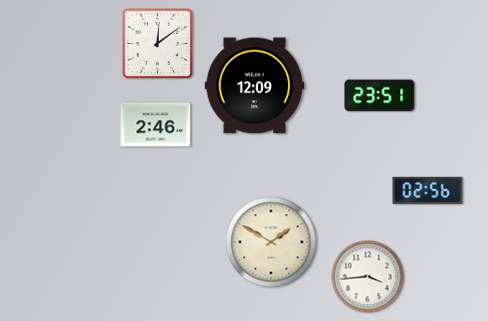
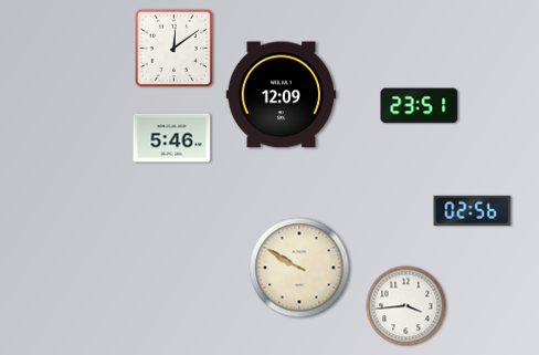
clock at (156, 125): 2:46 -> 5:46
clock at (271, 242): 1:50 -> 9:50
